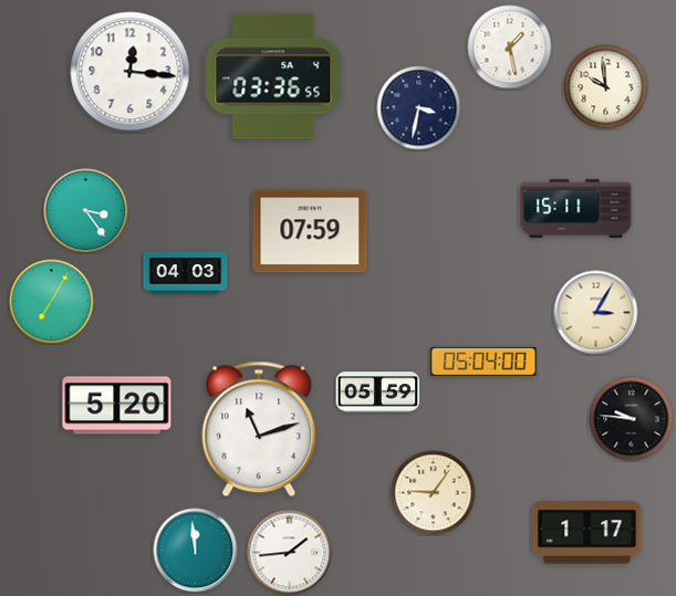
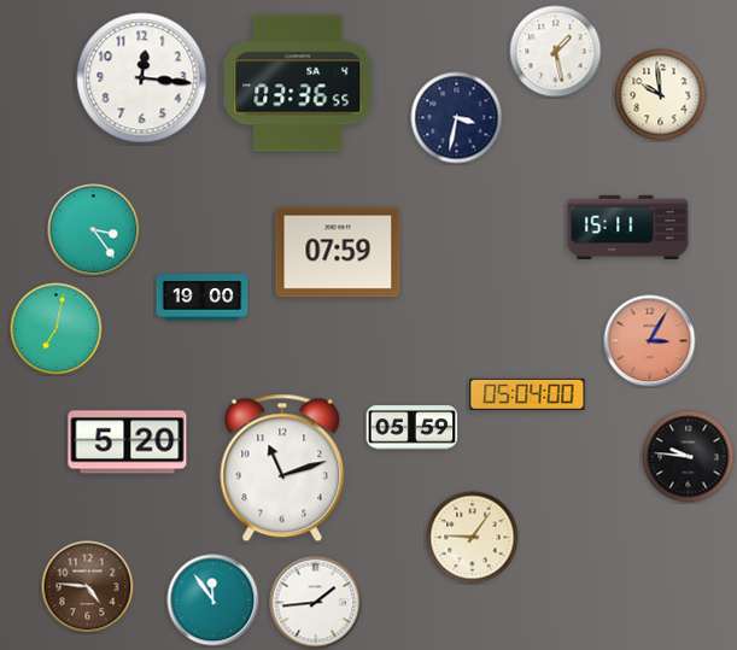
clock at (186, 273): 04:03 -> 19:00
clock at (52, 302): 7:05 -> 7:02
clock at (596, 313) dial: cream -> salmon
clock at (587, 533): 1:17 -> none
clock at (88, 587): none -> 4:46
clock at (196, 551): 11:59 -> 11:54
